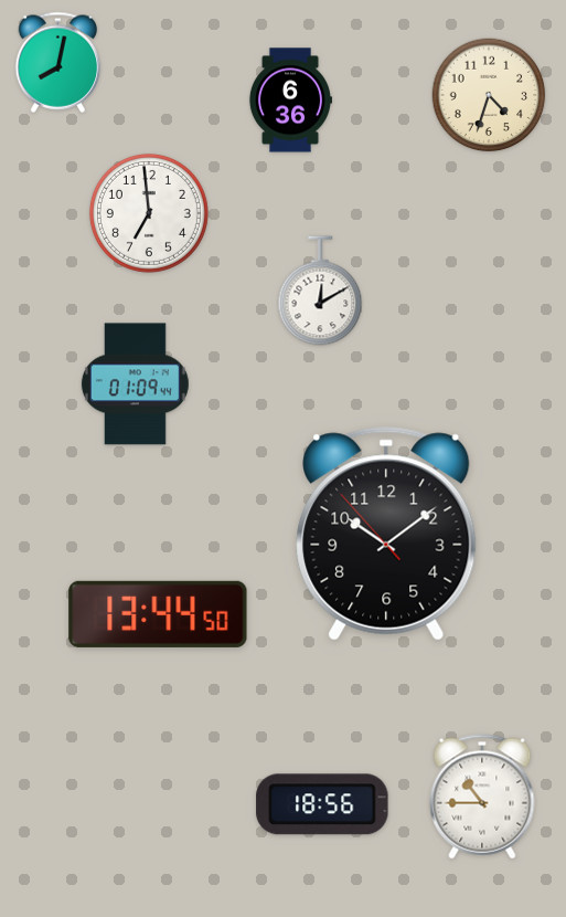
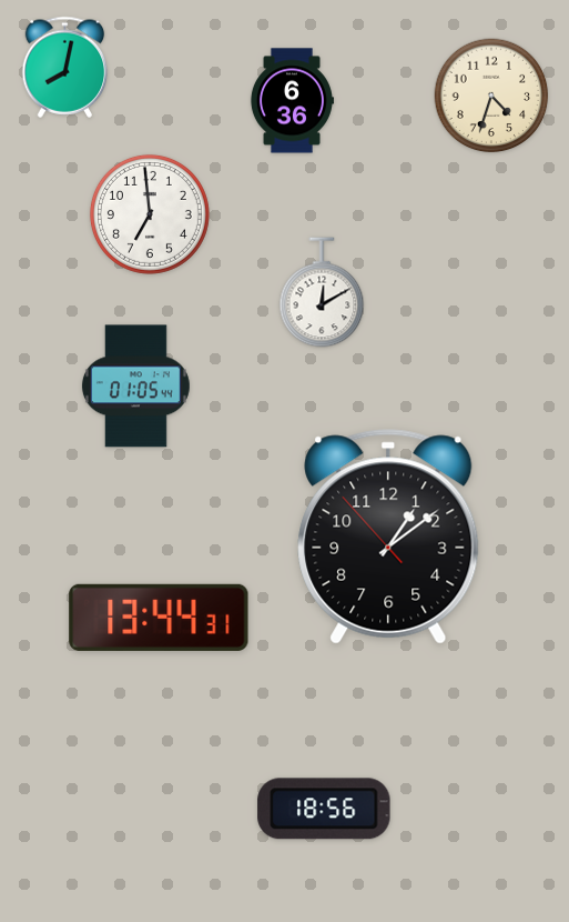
clock at (58, 62) position: (58, 62) -> (65, 67)
clock at (135, 384): 01:09 -> 01:05
clock at (386, 534): 10:08 -> 1:08
clock at (158, 614): 13:44:50 -> 13:44:31
clock at (482, 797): 10:45 -> none
